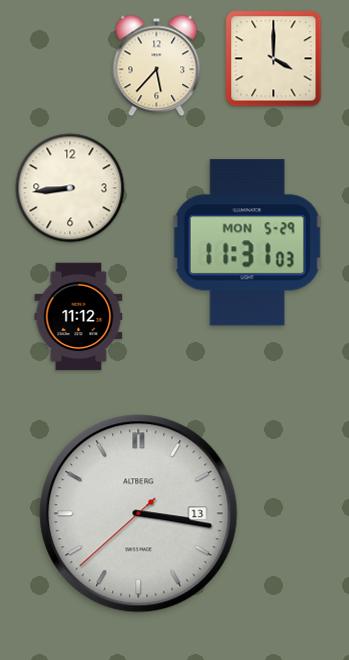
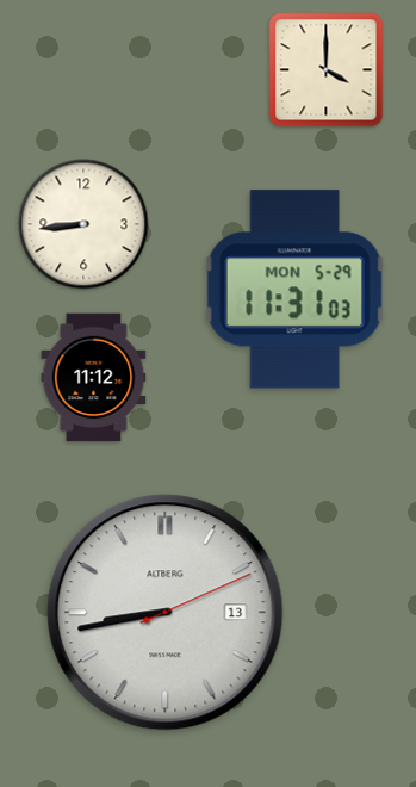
clock at (157, 66): 5:37 -> none
clock at (139, 514): 3:16 -> 8:43
